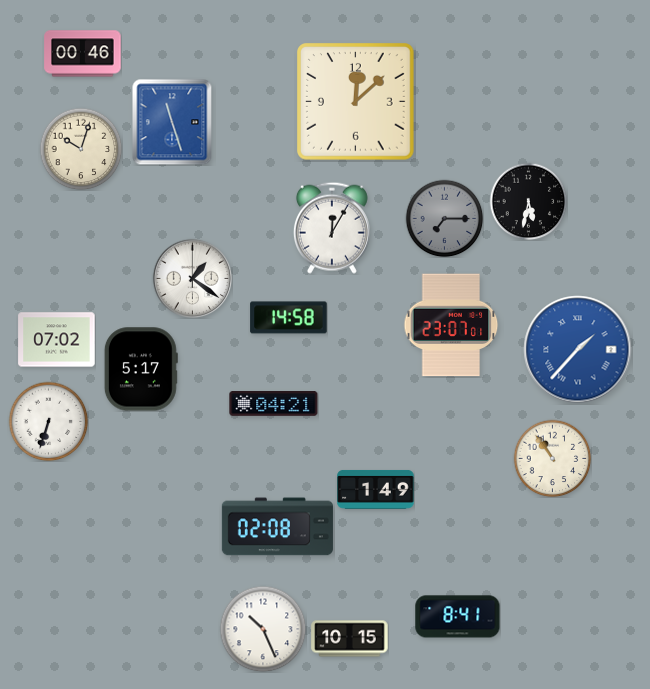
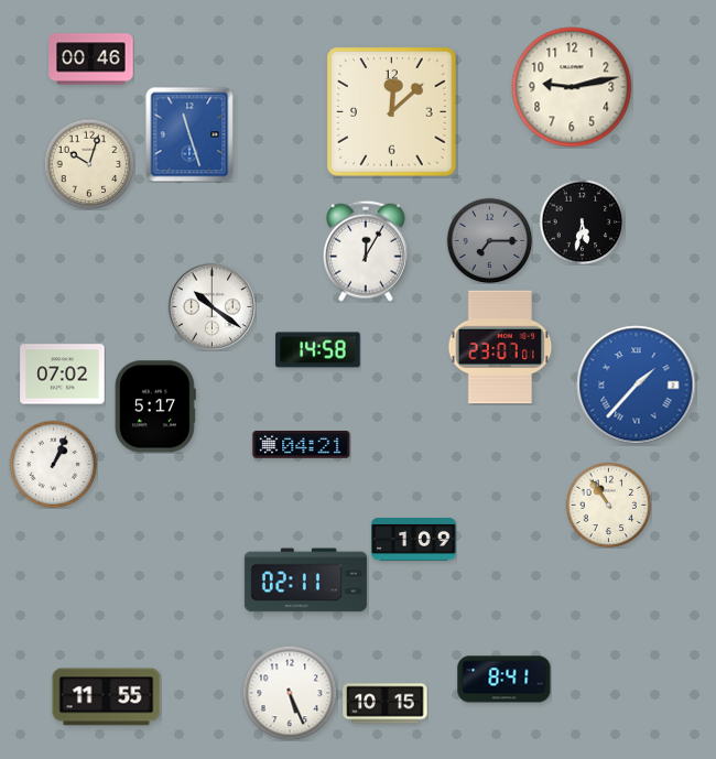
clock at (572, 87): none -> 9:13
clock at (192, 278): 1:21 -> 10:21
clock at (451, 325) position: (451, 325) -> (500, 347)
clock at (48, 421): 6:33 -> 1:04
clock at (376, 489): 1:49 -> 1:09
clock at (277, 527): 02:08 -> 02:11
clock at (263, 629): 10:26 -> 5:26
clock at (107, 697): none -> 11:55
